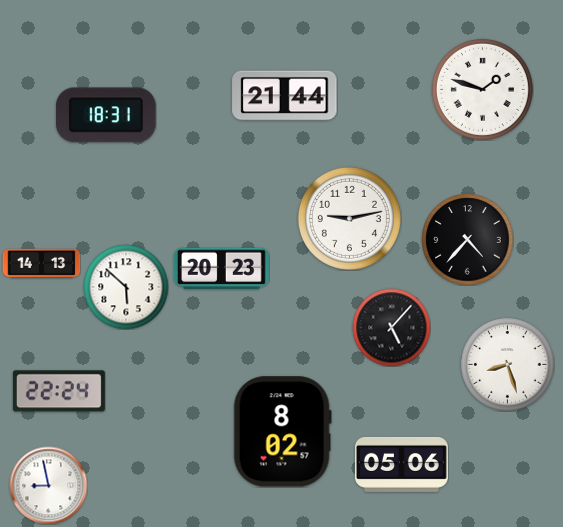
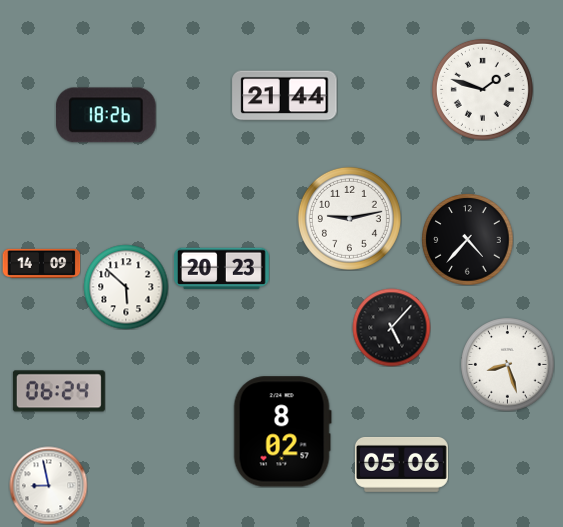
clock at (106, 115): 18:31 -> 18:26
clock at (41, 263): 14:13 -> 14:09
clock at (59, 391): 22:24 -> 06:24
